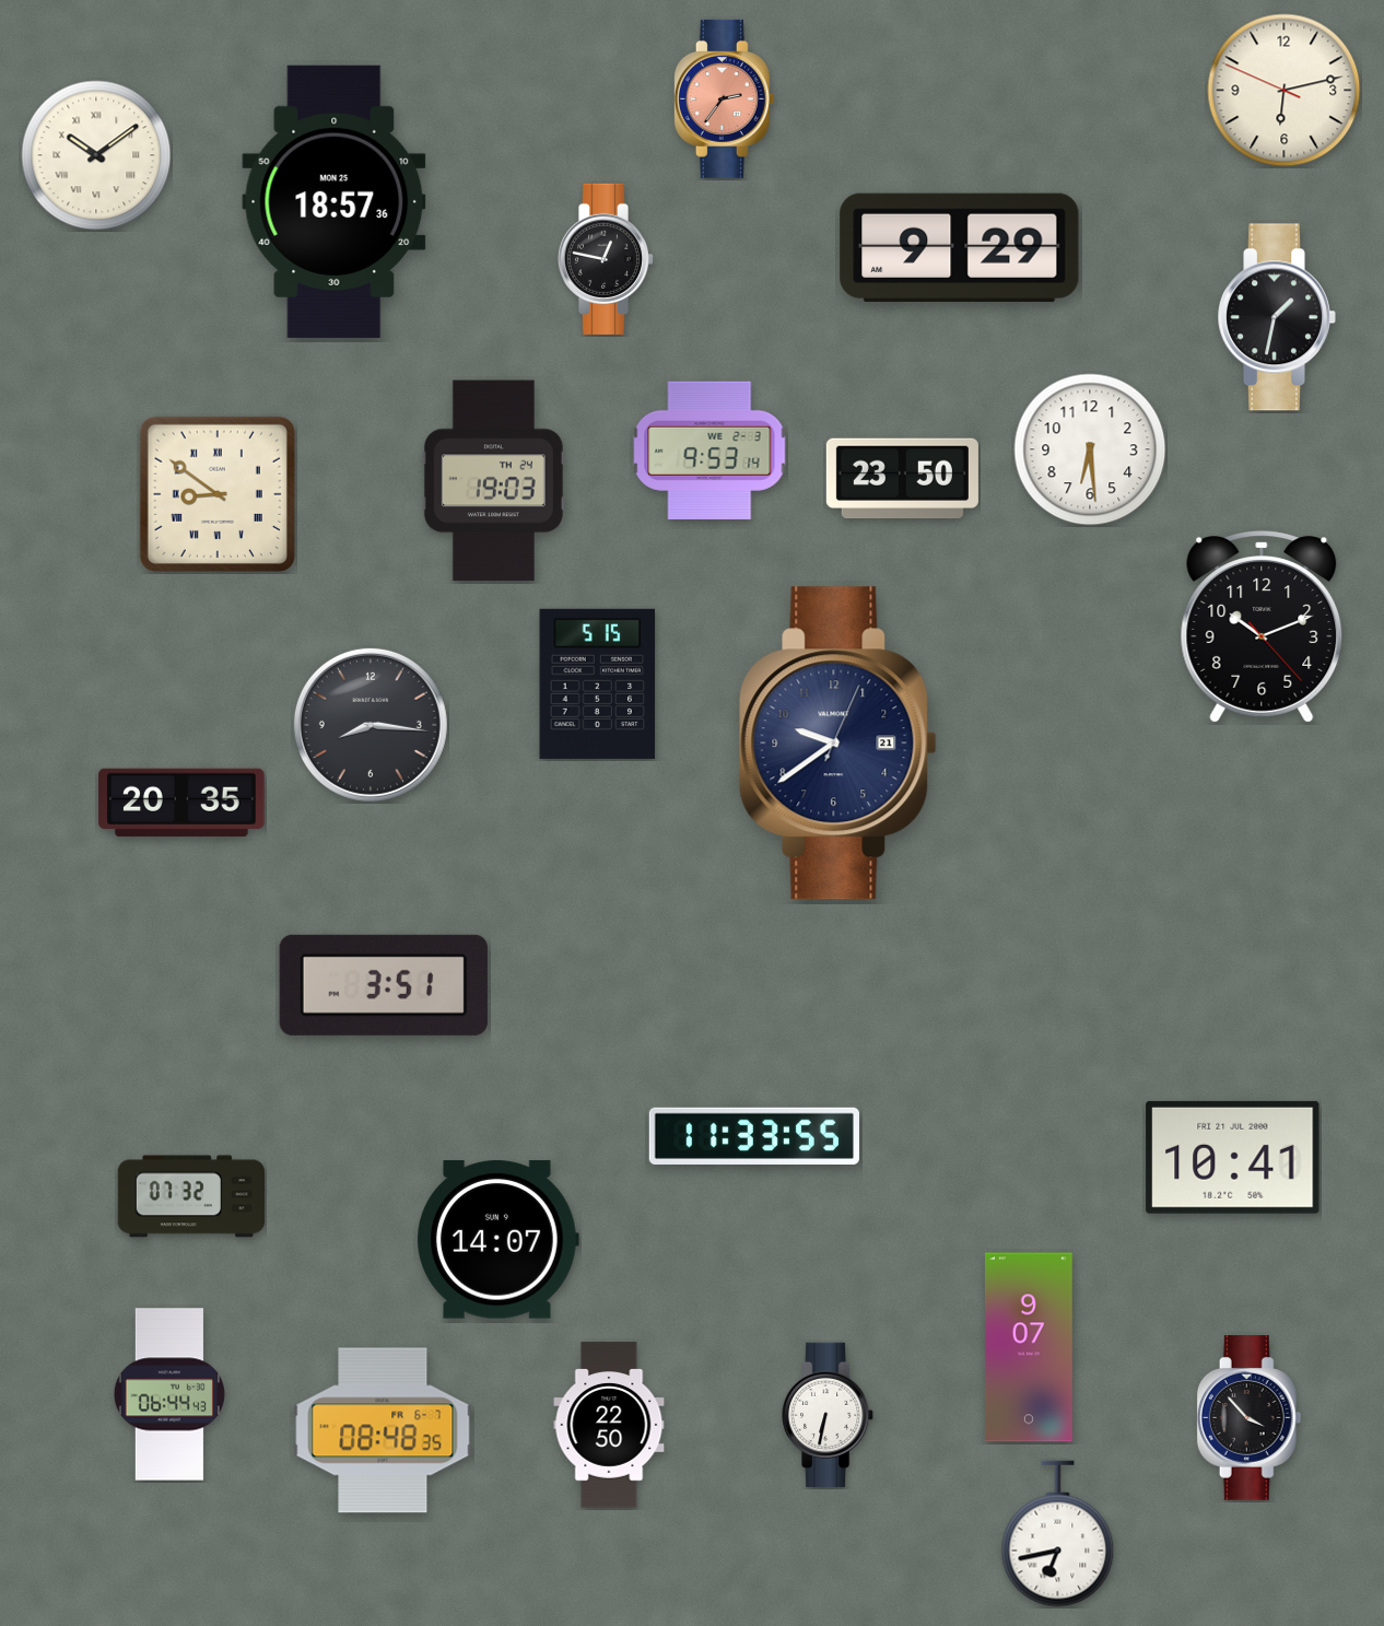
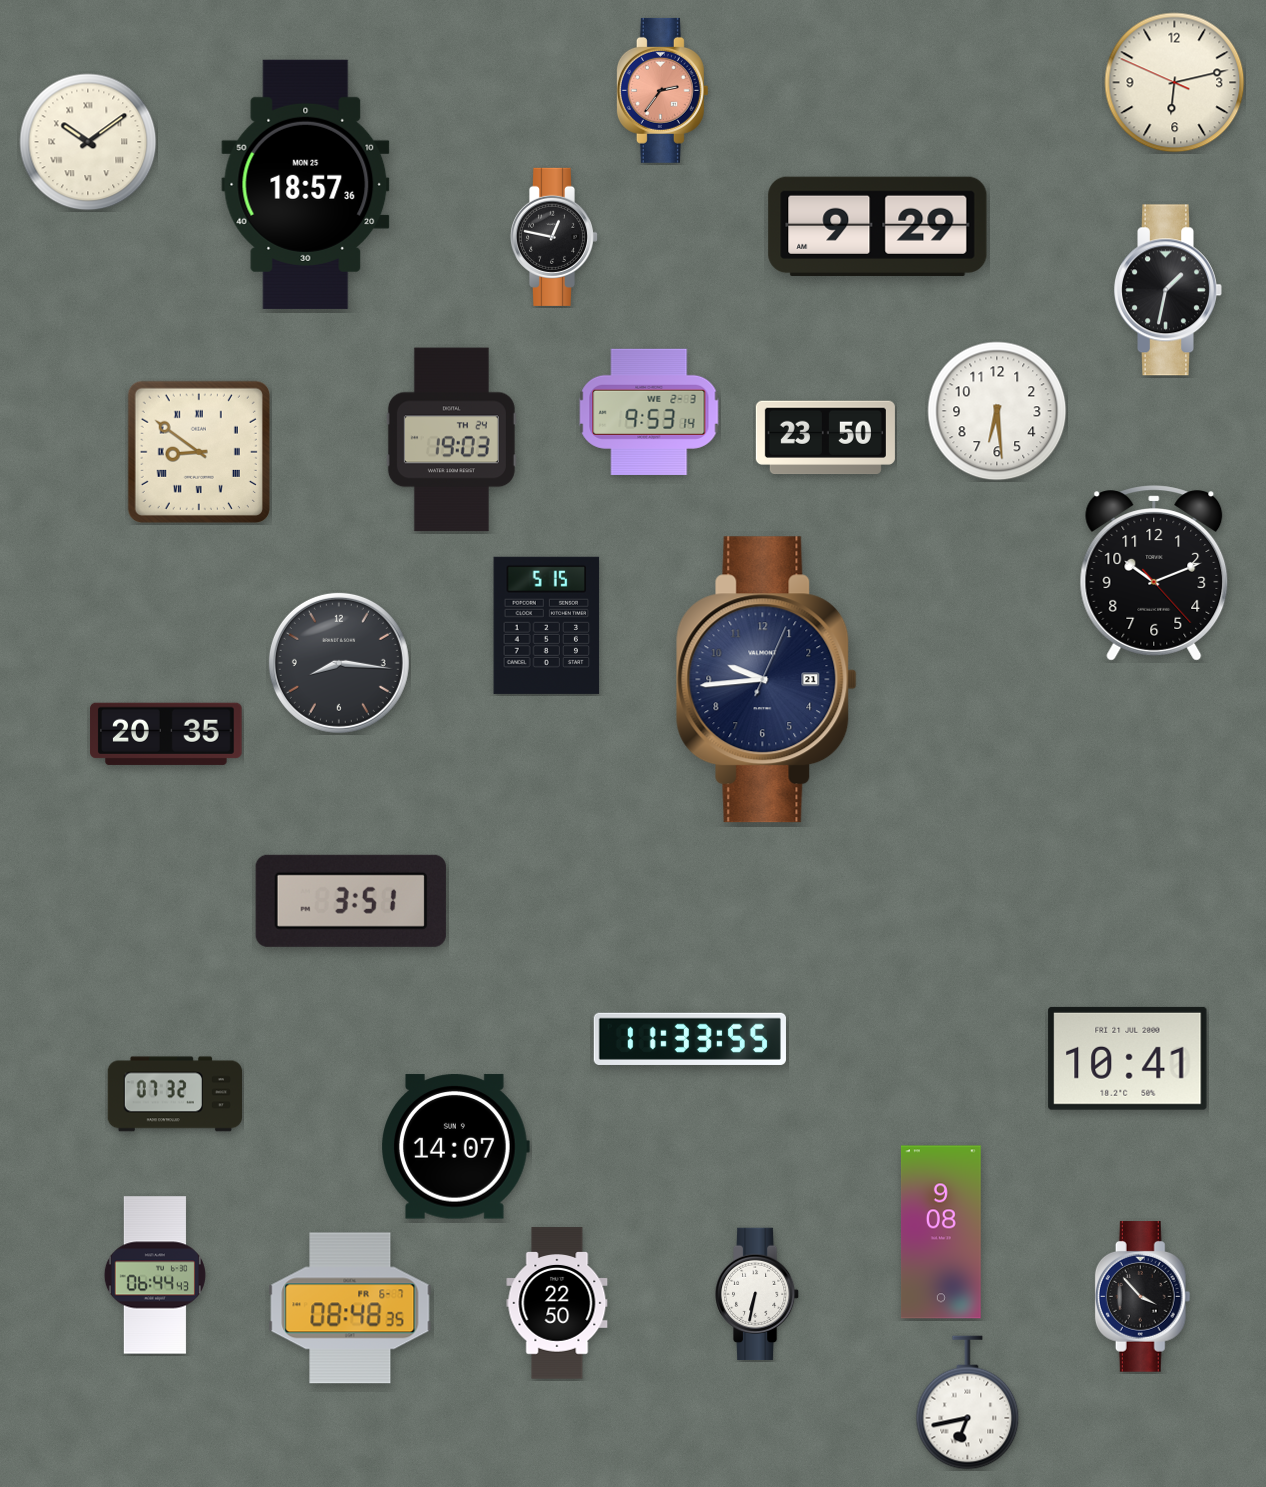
clock at (837, 744): 9:39 -> 9:44
clock at (497, 1240) position: (497, 1240) -> (455, 1147)
clock at (1029, 1347): 9:07 -> 9:08
